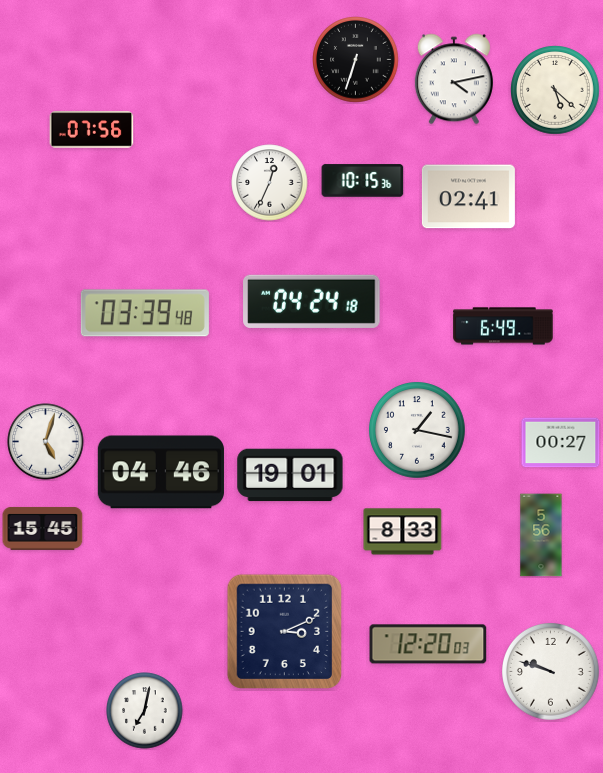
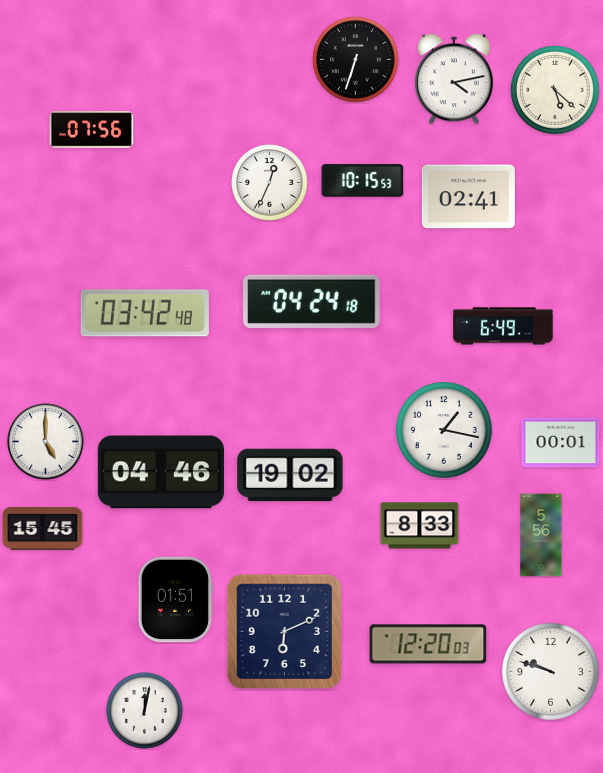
clock at (363, 181): 10:15:36 -> 10:15:53
clock at (145, 313): 03:39 -> 03:42
clock at (418, 431) position: (418, 431) -> (445, 431)
clock at (46, 442): 5:03 -> 5:00
clock at (561, 443): 00:27 -> 00:01
clock at (290, 475): 19:01 -> 19:02
clock at (403, 532) position: (403, 532) -> (420, 526)
clock at (175, 600): none -> 01:51
clock at (285, 632): 3:11 -> 6:11
clock at (145, 711): 7:02 -> 12:02
